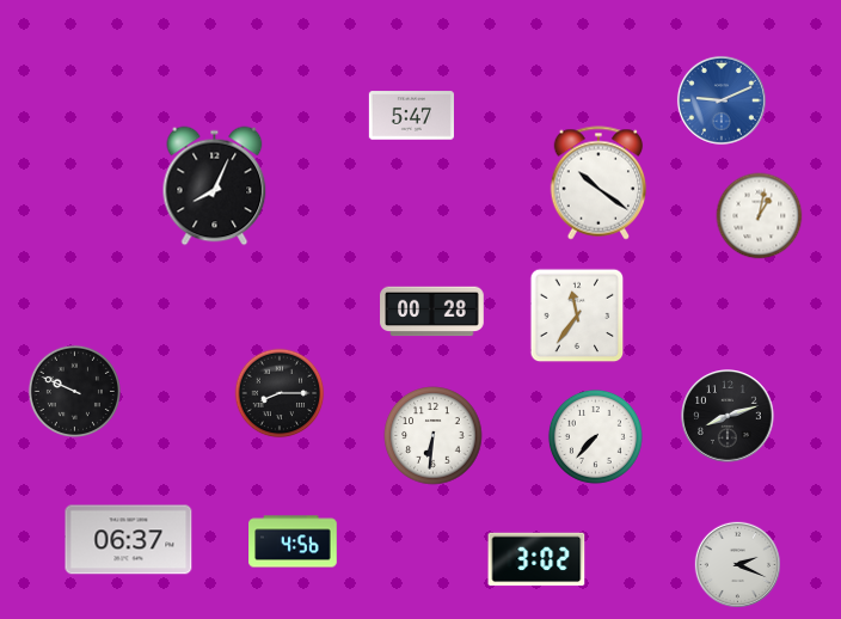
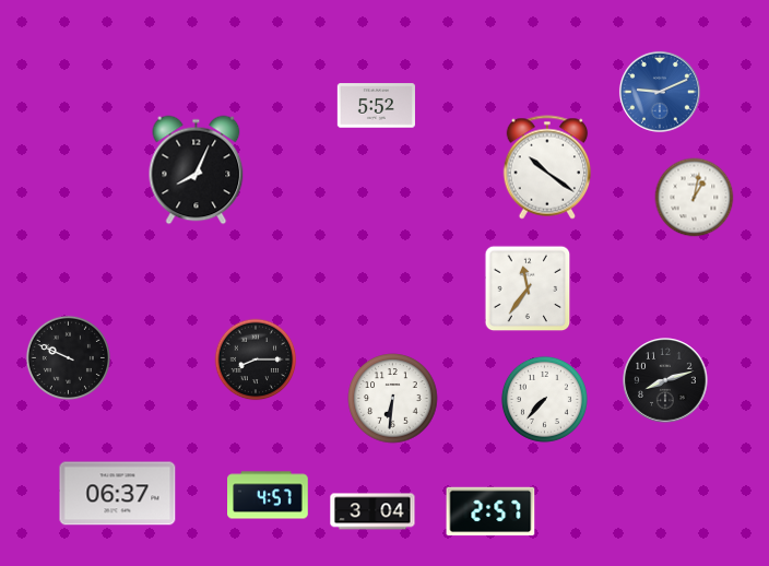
clock at (411, 116): 5:47 -> 5:52
clock at (432, 312): 00:28 -> none
clock at (434, 436) position: (434, 436) -> (393, 399)
clock at (293, 541): 4:56 -> 4:57
clock at (372, 511): none -> 3:04
clock at (536, 559): 3:02 -> 2:57
clock at (737, 564): 2:19 -> none
